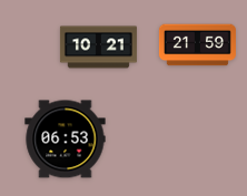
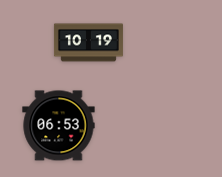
clock at (197, 45): 21:59 -> none
clock at (98, 48): 10:21 -> 10:19
